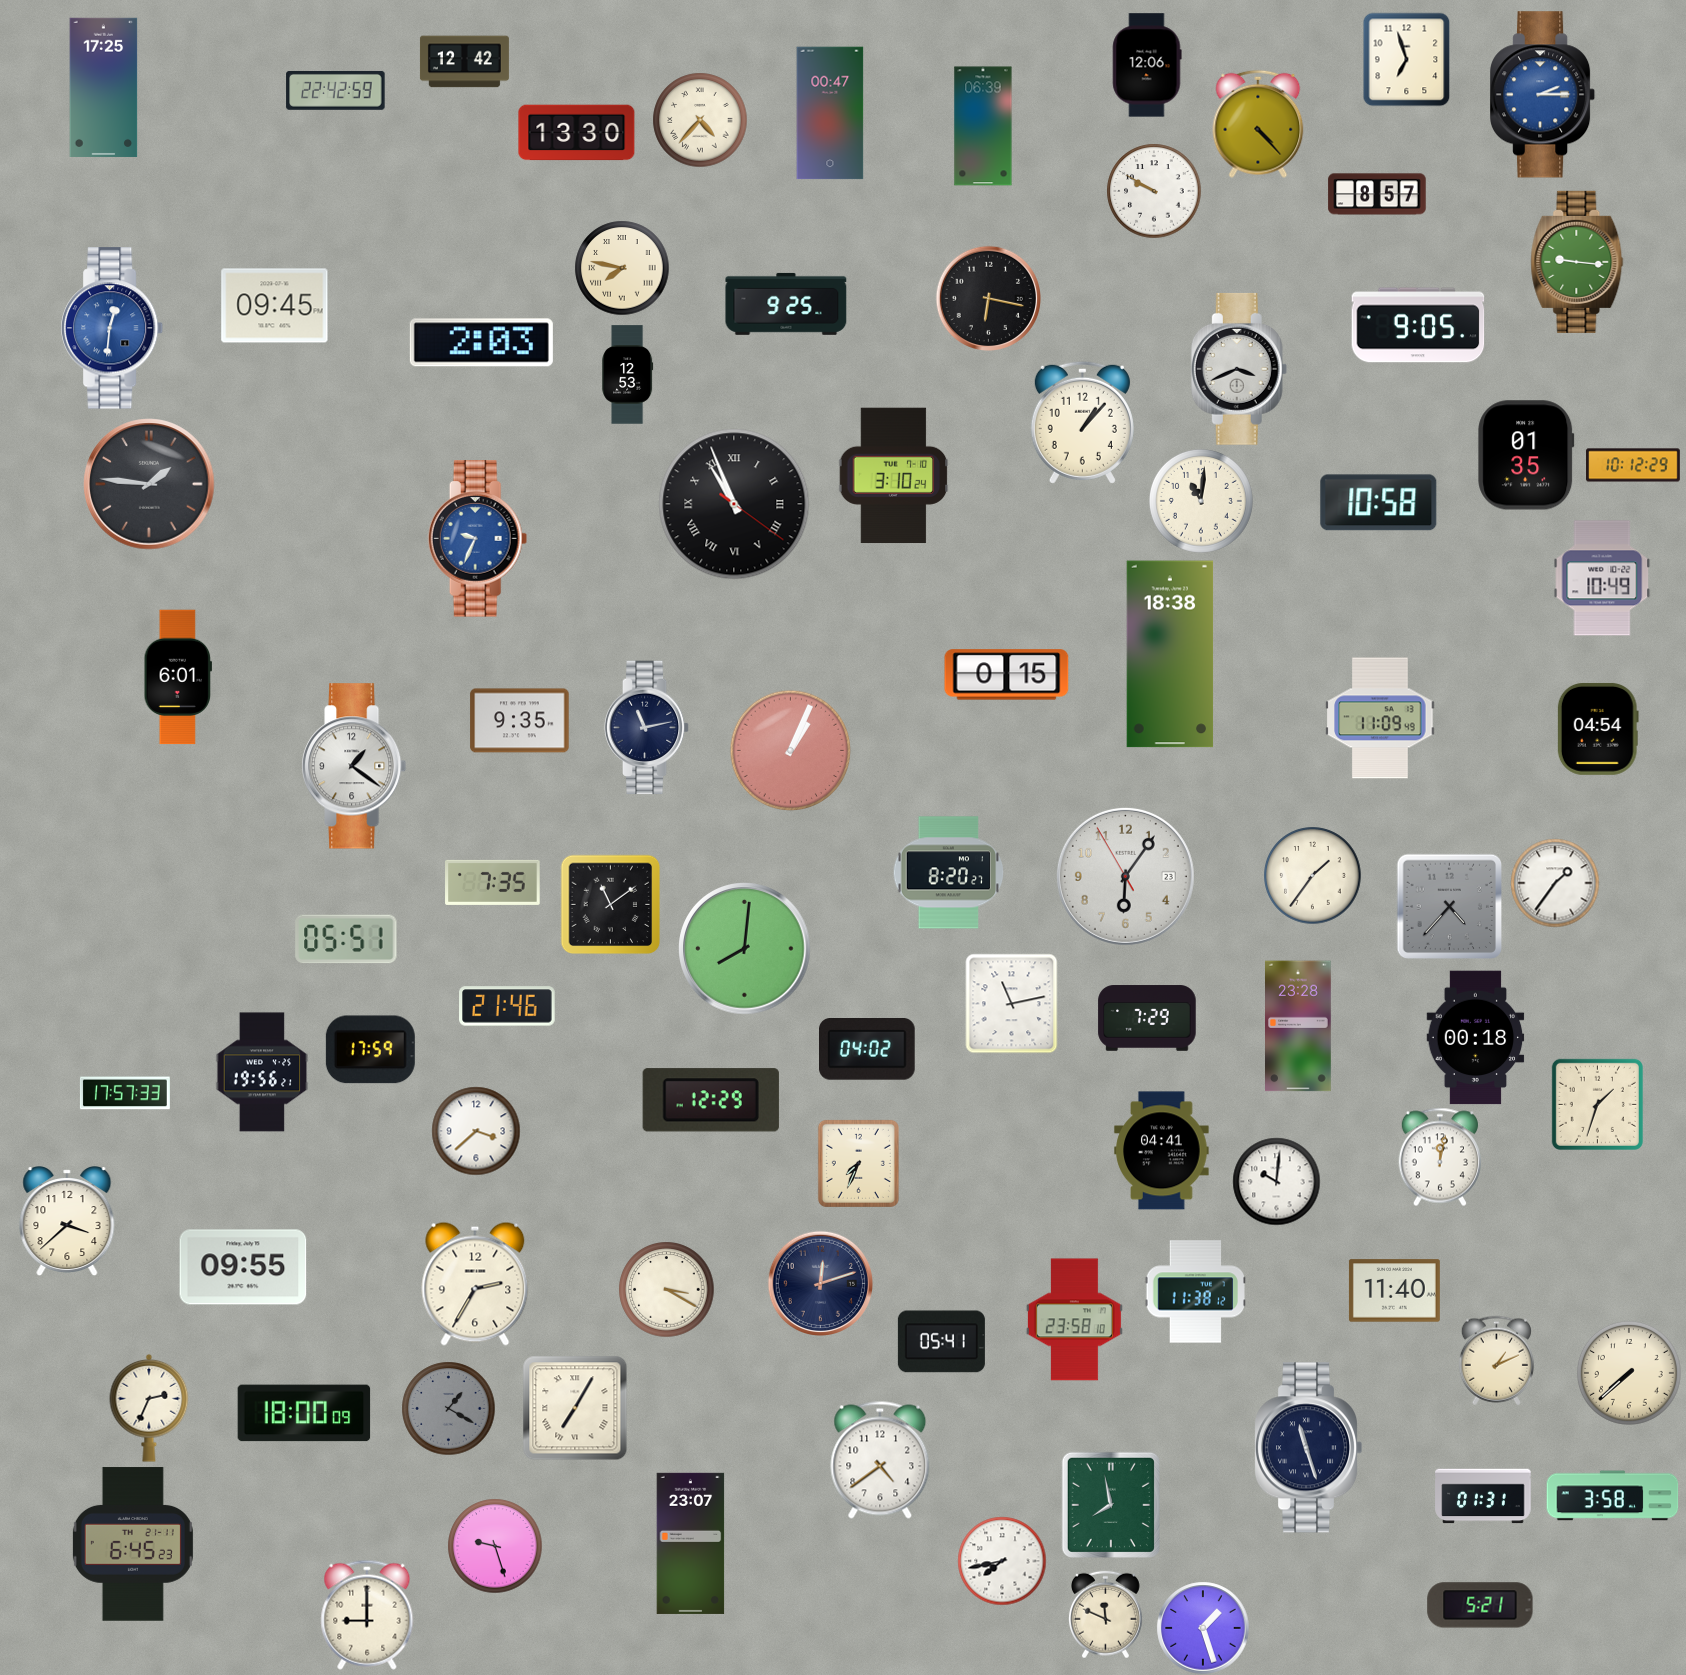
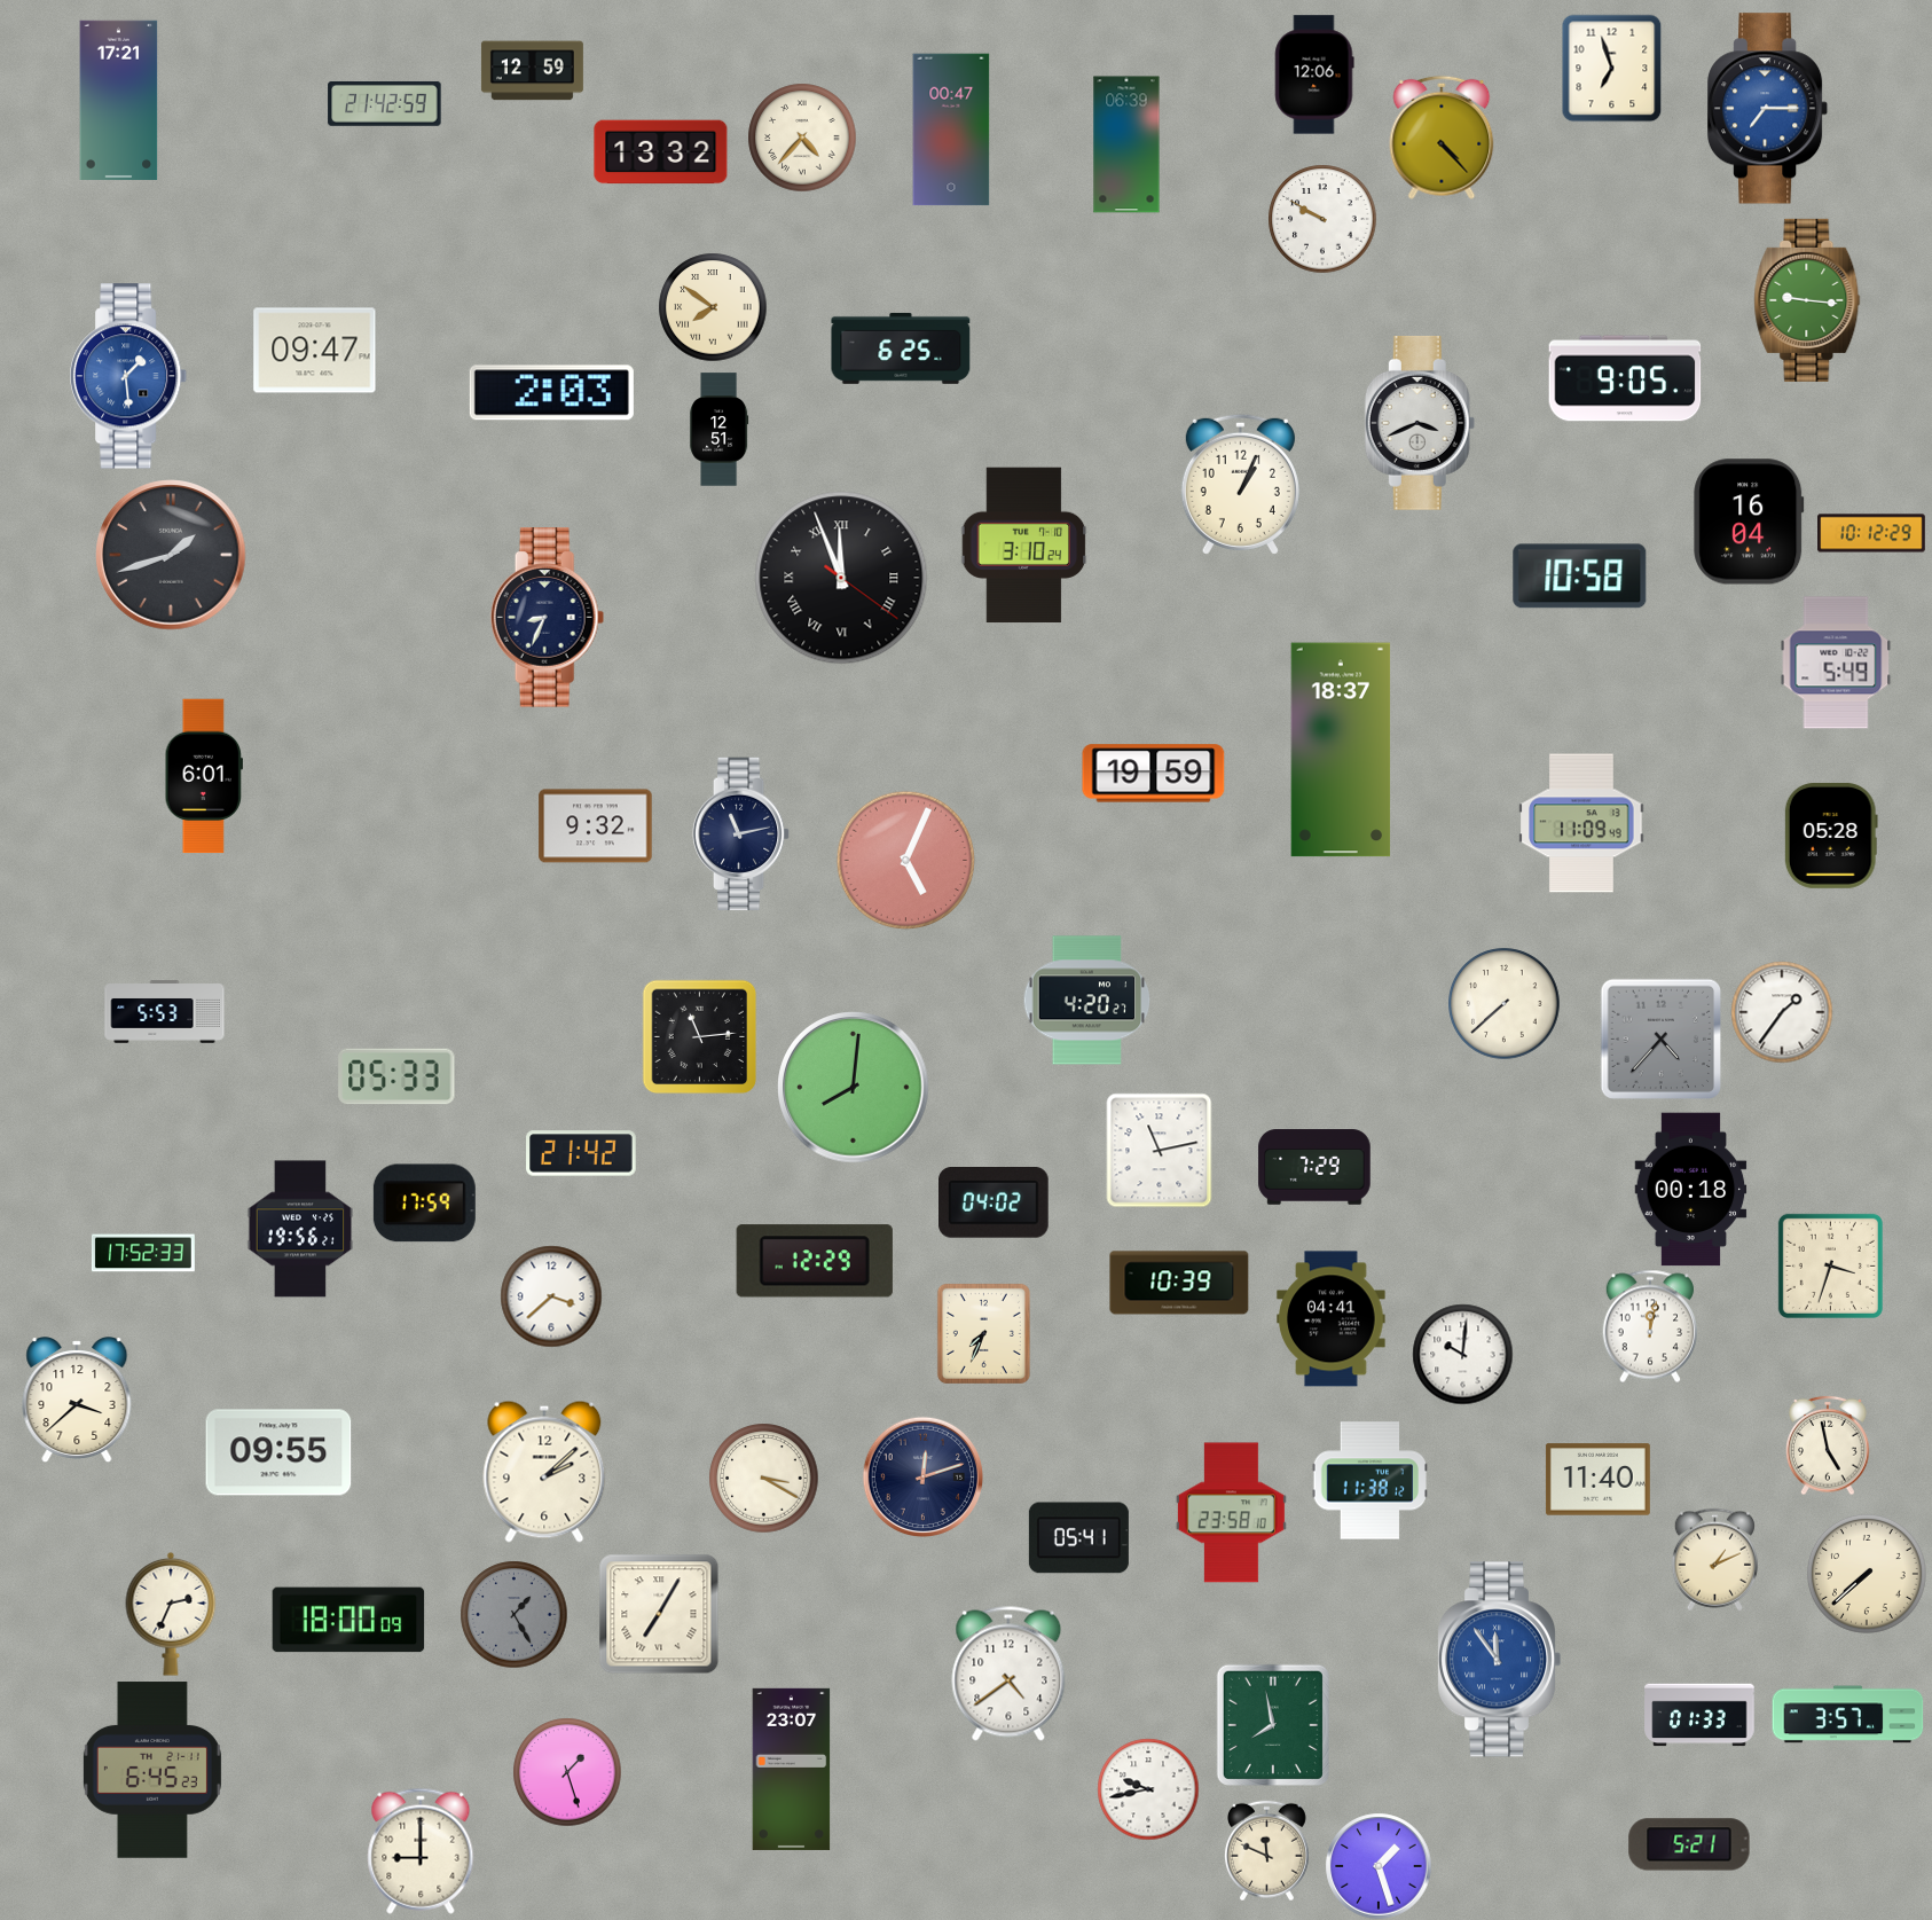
clock at (464, 62): 12:42 -> 12:59
clock at (104, 87): 17:25 -> 17:21
clock at (336, 90): 22:42 -> 21:42
clock at (1544, 95): 2:15 -> 7:15
clock at (1258, 124) position: (1258, 124) -> (1442, 138)
clock at (577, 133): 13:30 -> 13:32
clock at (1377, 194): 8:57 -> none
clock at (622, 268): 7:47 -> 7:51
clock at (988, 298): 6:17 -> none
clock at (786, 304): 9:25 -> 6:25
clock at (275, 306): 09:45 -> 09:47
clock at (1418, 325) position: (1418, 325) -> (1625, 378)
clock at (113, 328): 12:31 -> 1:29
clock at (628, 375): 12:53 -> 12:51
clock at (1082, 422): 1:07 -> 1:04
clock at (1526, 455): 01:35 -> 16:04
clock at (149, 484): 1:46 -> 1:42
clock at (1201, 501): 11:01 -> none
clock at (734, 504): 10:56 -> 11:56
clock at (478, 539): 9:34 -> 8:34
clock at (478, 539) dial: blue -> navy
clock at (1602, 578): 10:49 -> 5:49
clock at (1170, 654): 18:38 -> 18:37
clock at (1007, 675): 0:15 -> 19:59
clock at (520, 721): 9:35 -> 9:32
clock at (1598, 729): 04:54 -> 05:28
clock at (790, 750): 1:04 -> 5:04
clock at (355, 766): 1:21 -> none
clock at (949, 873): 8:20 -> 4:20
clock at (1125, 876): 6:05 -> none
clock at (1313, 876): 1:36 -> 7:38
clock at (493, 882): 7:35 -> none
clock at (165, 1012): none -> 5:53
clock at (610, 904): 11:09 -> 11:14
clock at (346, 939): 05:51 -> 05:33
clock at (507, 1006): 21:46 -> 21:42
clock at (1299, 1026): 23:28 -> none
clock at (125, 1093): 17:57 -> 17:52
clock at (1597, 1104): 1:33 -> 3:33
clock at (1179, 1283): none -> 10:39
clock at (476, 1131) position: (476, 1131) -> (551, 1296)
clock at (1828, 1445): none -> 4:58
clock at (820, 1283) position: (820, 1283) -> (922, 1476)
clock at (475, 1284): 2:35 -> 2:08
clock at (448, 1408): 1:20 -> 1:25
clock at (1308, 1448): 11:27 -> 11:54
clock at (1308, 1448) dial: navy -> blue
clock at (1483, 1496): 01:31 -> 01:33
clock at (1613, 1496): 3:58 -> 3:57
clock at (495, 1546): 9:27 -> 1:27
clock at (1002, 1561): 7:43 -> 9:43
clock at (1480, 1605) position: (1480, 1605) -> (1689, 1844)
